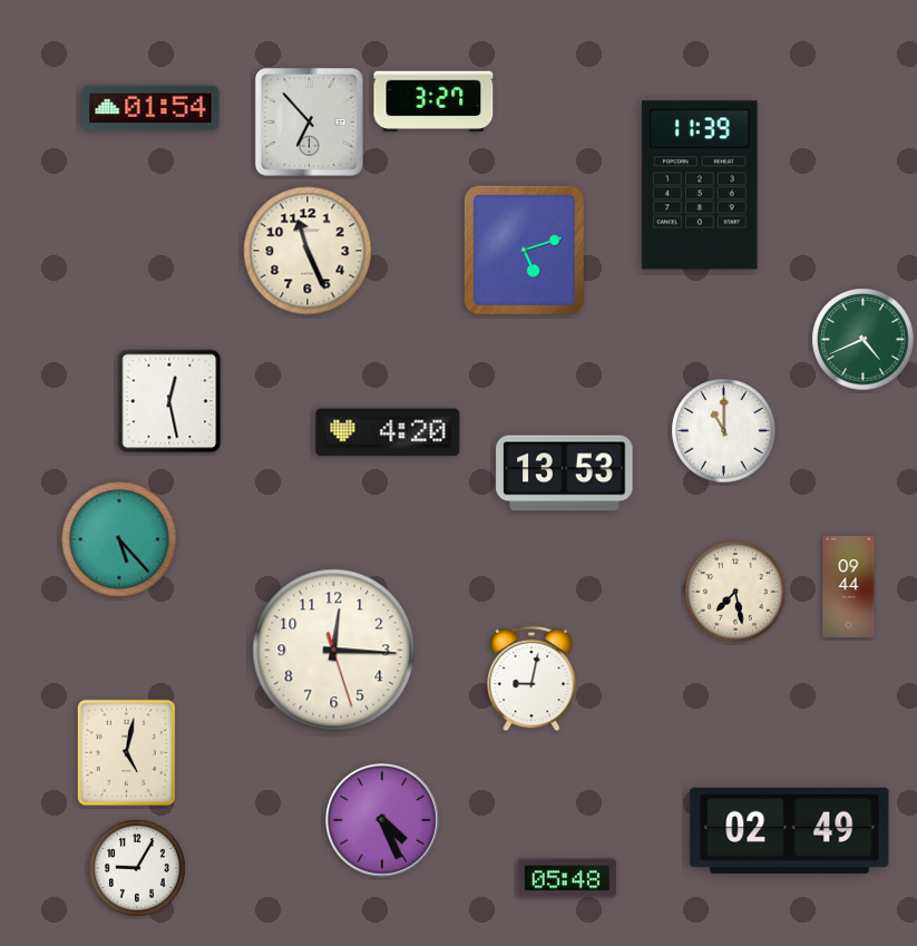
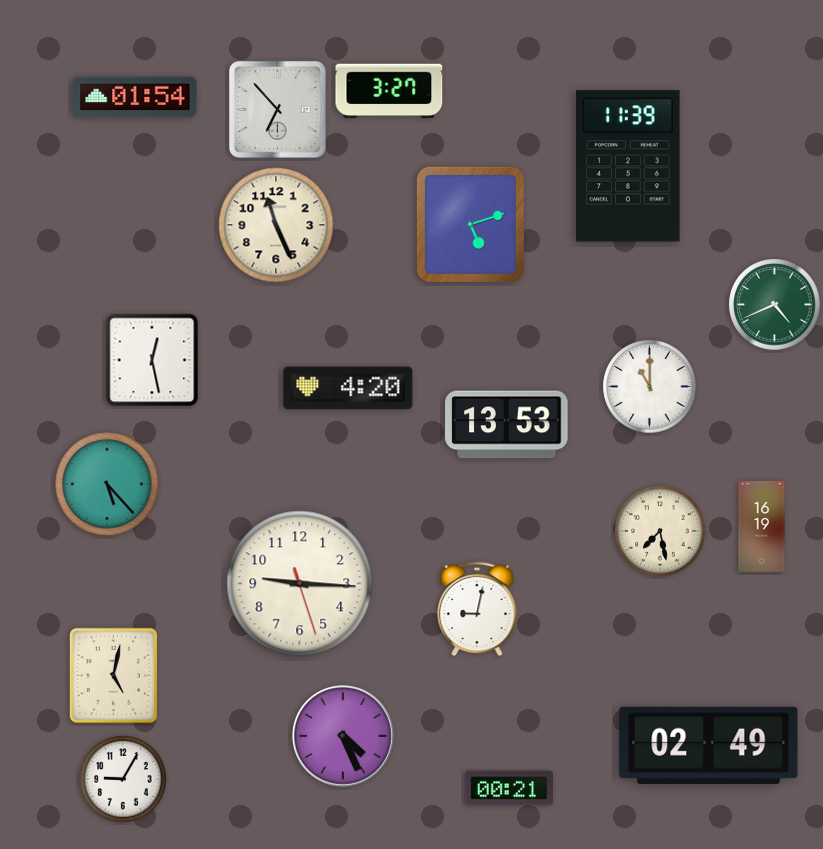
clock at (849, 586): 09:44 -> 16:19
clock at (334, 651): 12:15 -> 9:15
clock at (566, 878): 05:48 -> 00:21
